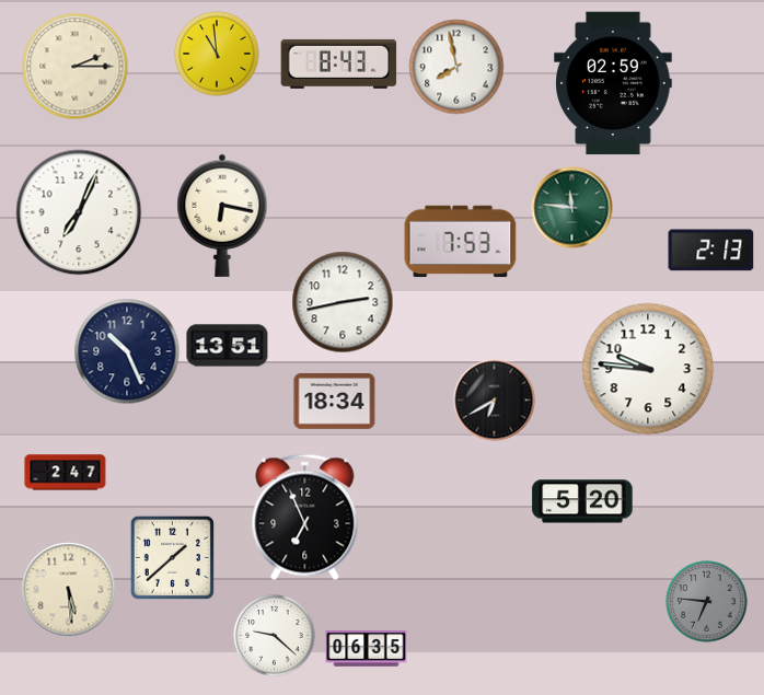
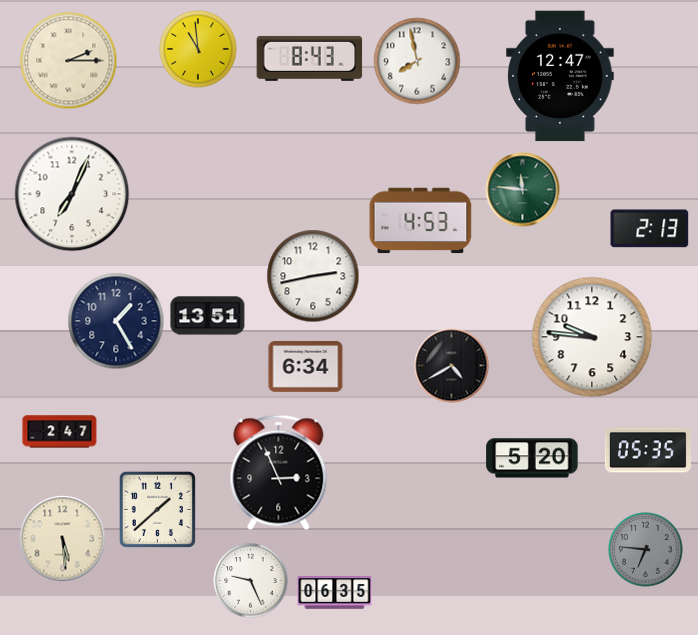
clock at (613, 83): 02:59 -> 12:47
clock at (222, 216): 6:17 -> none
clock at (461, 242): 7:53 -> 4:53
clock at (127, 351): 10:26 -> 1:25
clock at (335, 401): 18:34 -> 6:34
clock at (495, 401): 6:40 -> 4:40
clock at (648, 450): none -> 05:35
clock at (305, 518): 6:56 -> 2:56
clock at (275, 636): 9:22 -> 9:26
